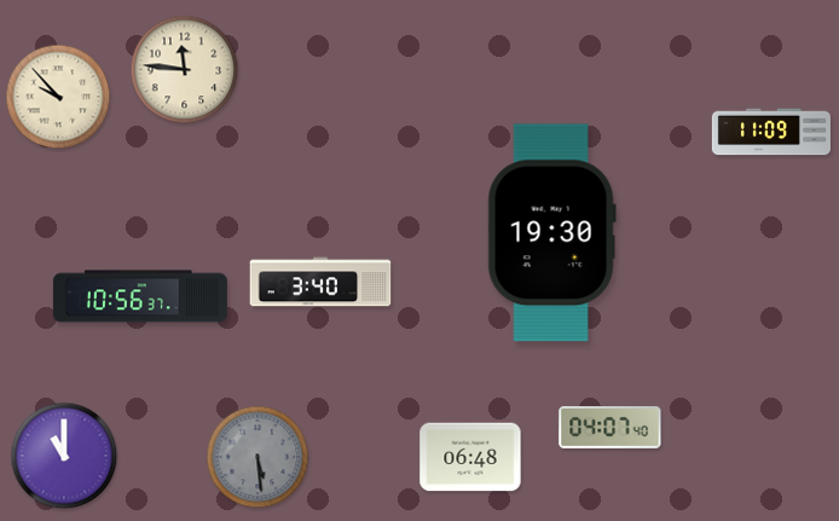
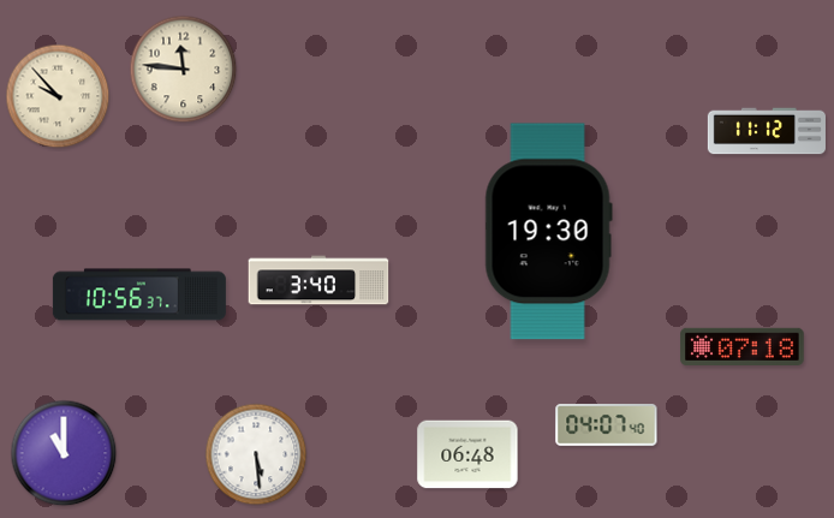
clock at (771, 132): 11:09 -> 11:12
clock at (743, 346): none -> 07:18
clock at (258, 457) dial: grey -> white
